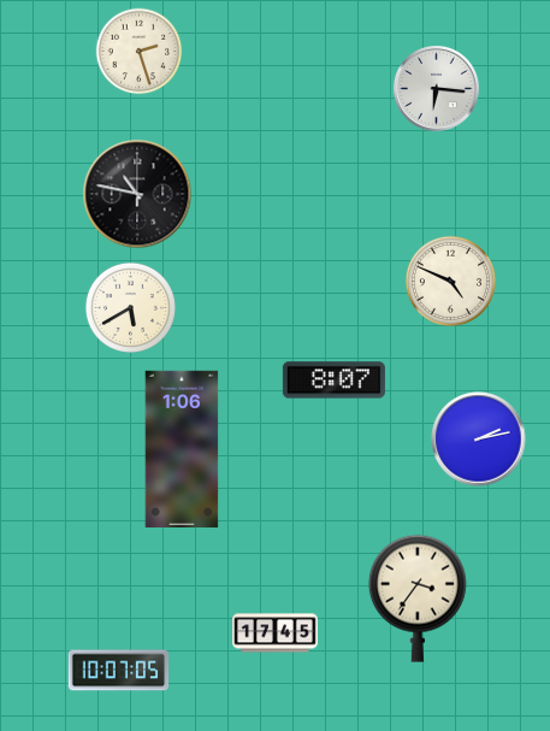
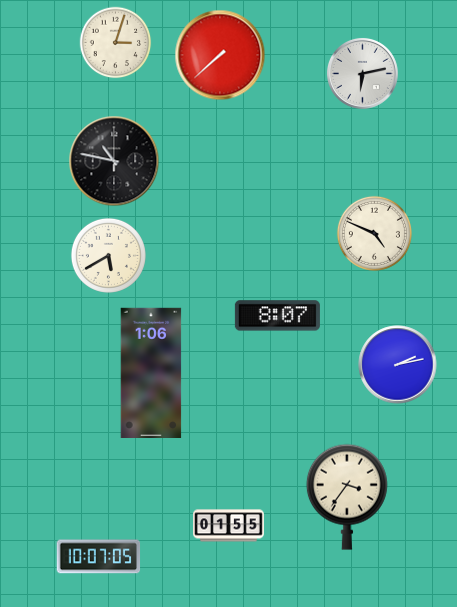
clock at (140, 52): 2:27 -> 3:03
clock at (220, 55): none -> 7:38
clock at (436, 88): 6:16 -> 6:13
clock at (276, 633): 17:45 -> 01:55
